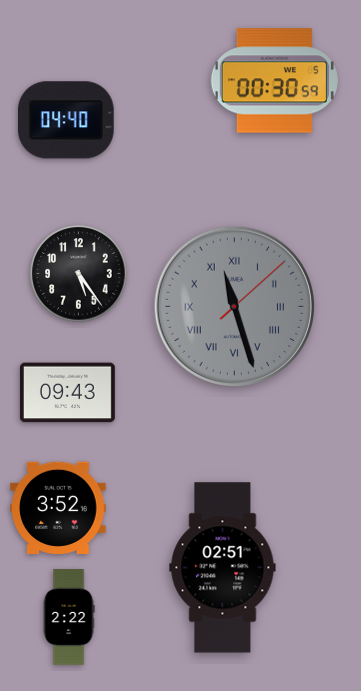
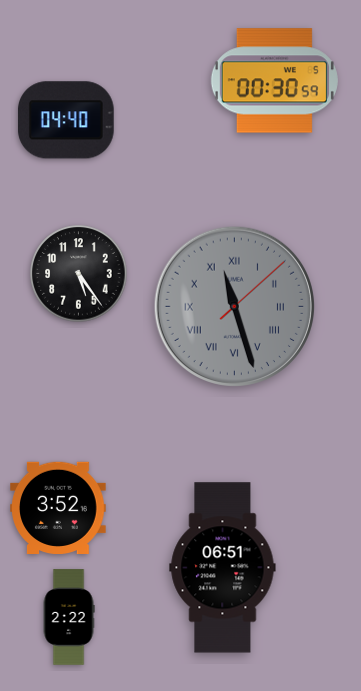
clock at (67, 393): 09:43 -> none
clock at (223, 568): 02:51 -> 06:51
